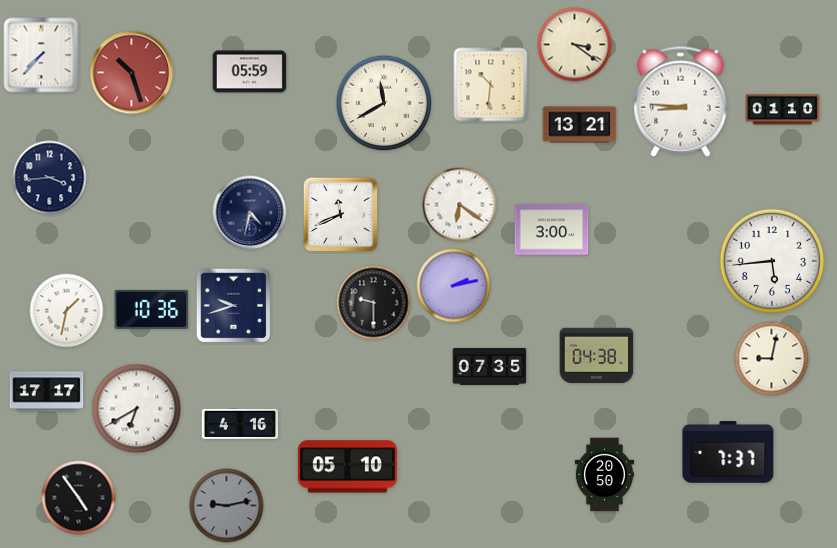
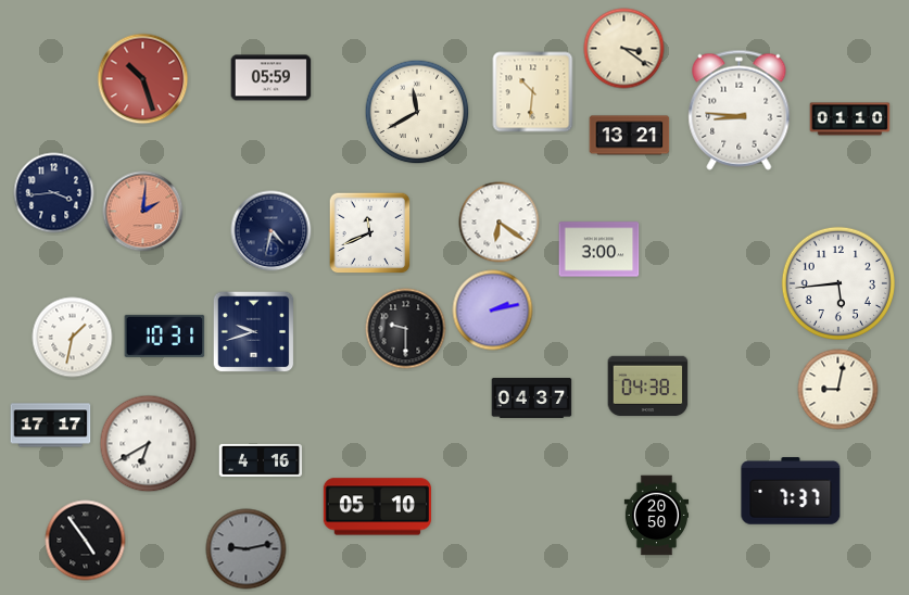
clock at (41, 55): 7:37 -> none
clock at (143, 212): none -> 2:01
clock at (152, 309): 10:36 -> 10:31
clock at (490, 367): 07:35 -> 04:37
